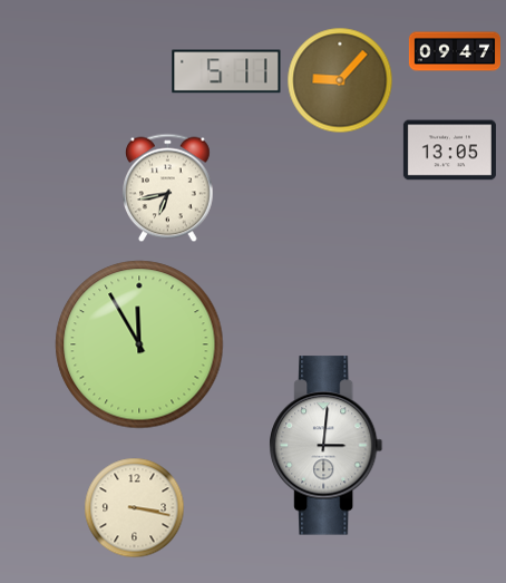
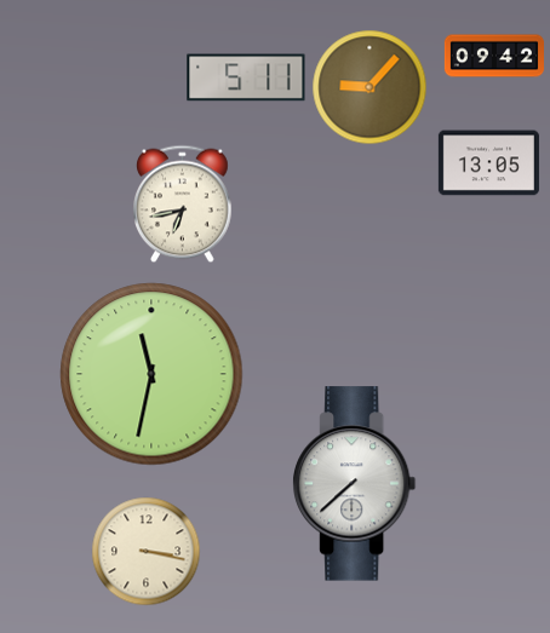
clock at (454, 51): 09:47 -> 09:42
clock at (139, 344): 11:55 -> 11:32
clock at (327, 446): 3:01 -> 7:38
